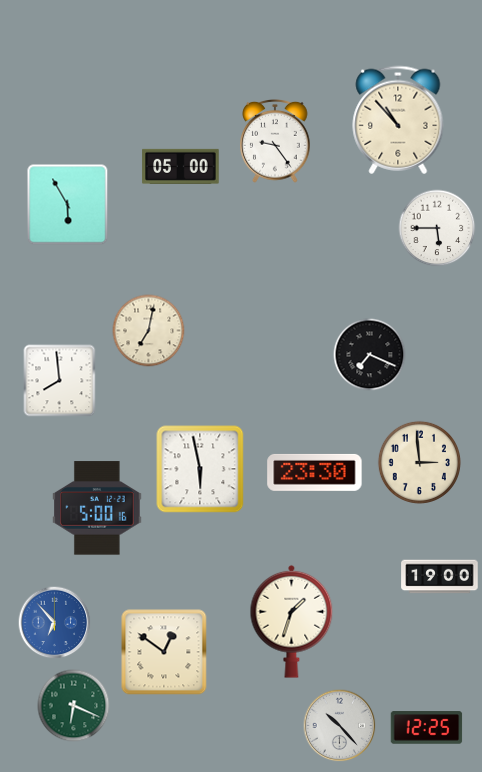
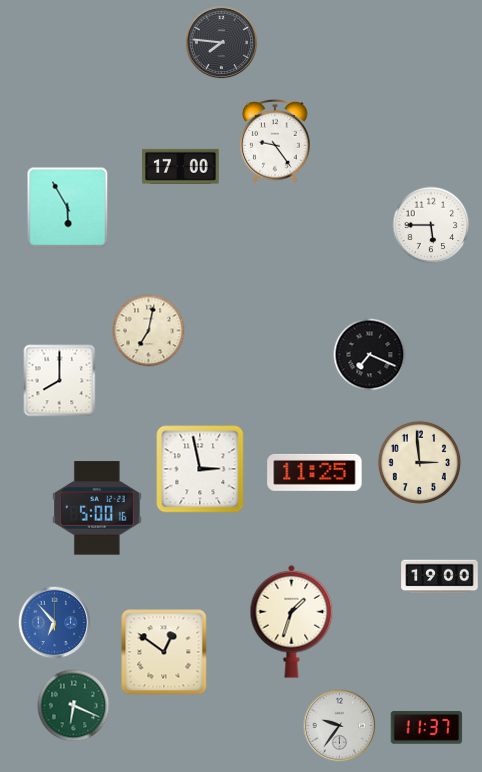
clock at (222, 43): none -> 7:46
clock at (398, 120): 10:53 -> none
clock at (181, 166): 05:00 -> 17:00
clock at (68, 205) position: (68, 205) -> (68, 208)
clock at (437, 228) position: (437, 228) -> (431, 225)
clock at (60, 381): 7:59 -> 8:00
clock at (200, 469): 5:58 -> 2:58
clock at (315, 472): 23:30 -> 11:25
clock at (340, 726): 10:23 -> 9:36
clock at (427, 728): 12:25 -> 11:37
